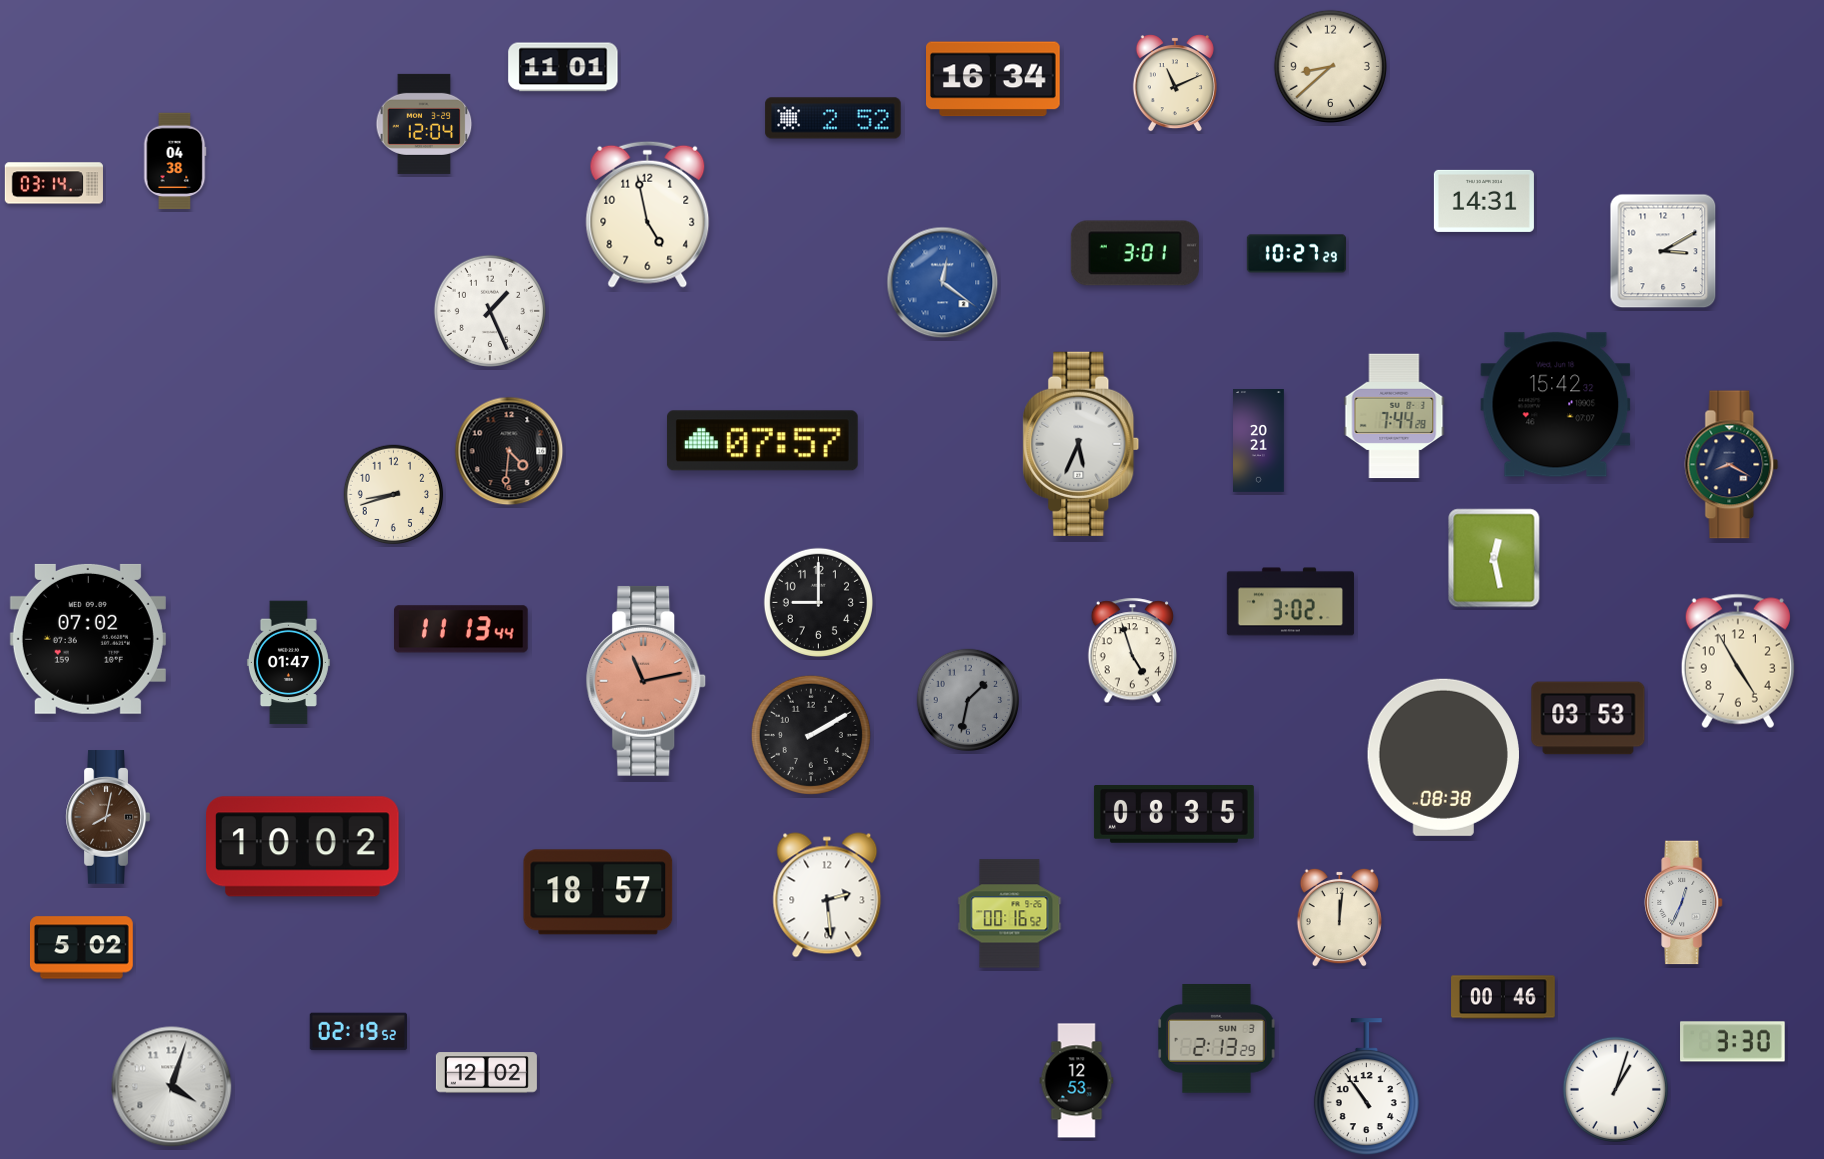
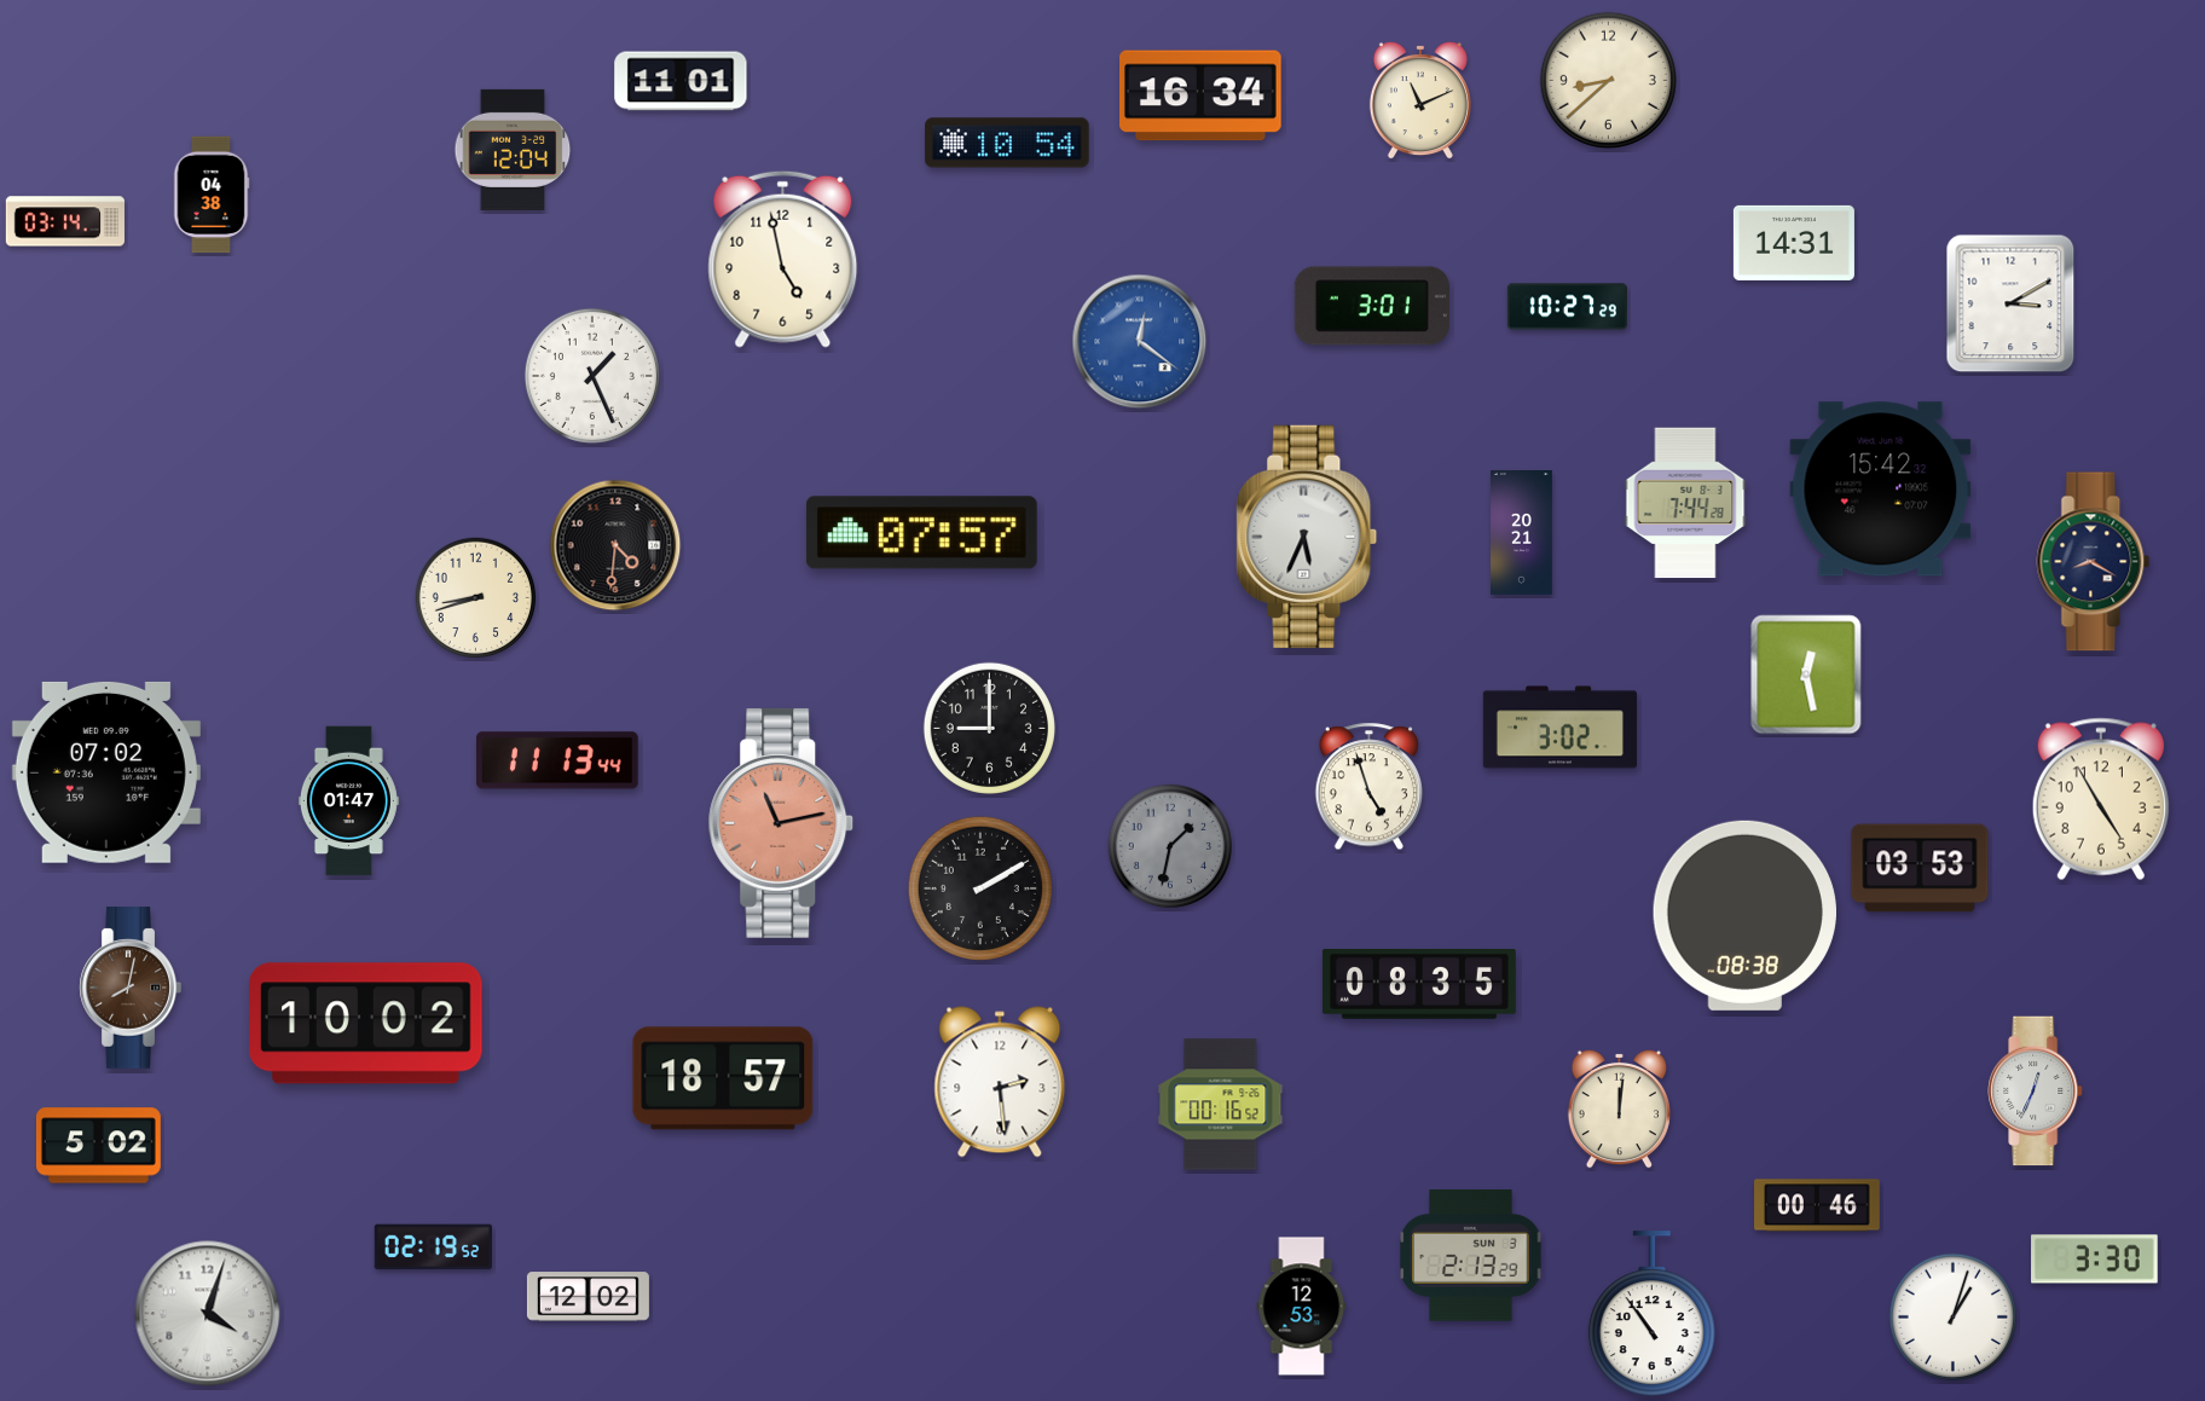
clock at (833, 118): 2:52 -> 10:54
